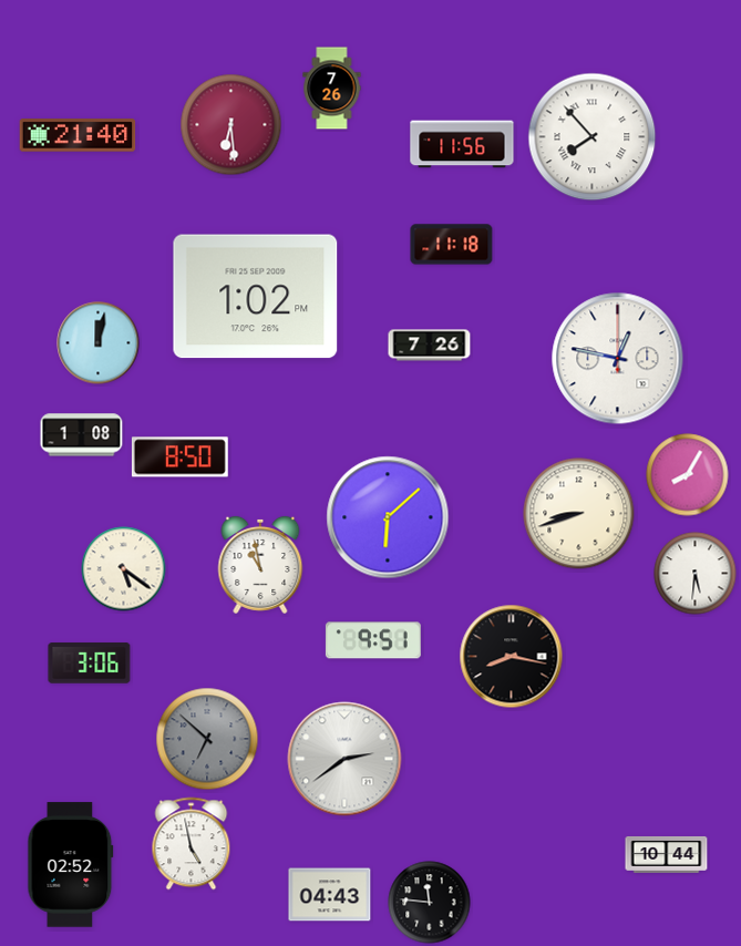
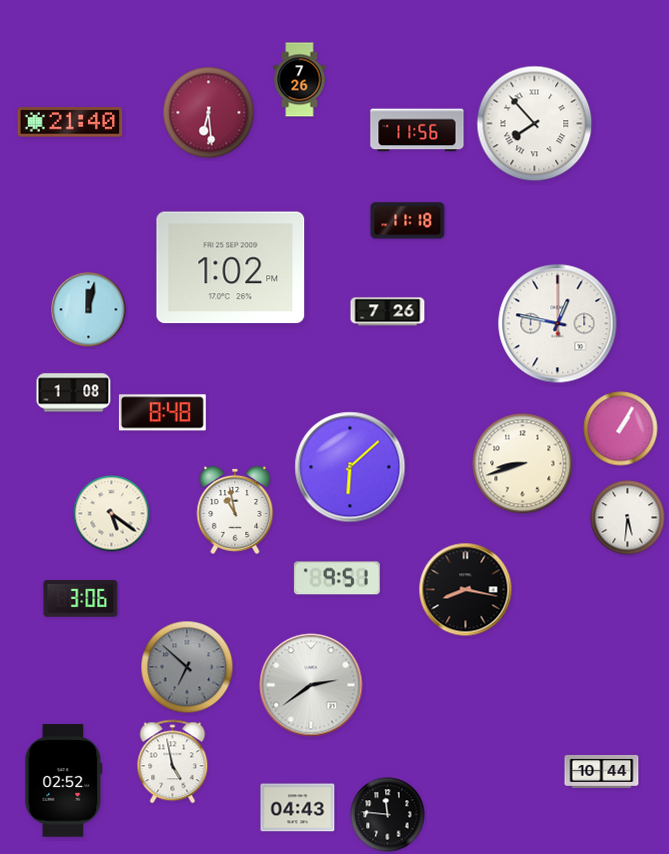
clock at (179, 457): 8:50 -> 8:48
clock at (688, 475): 8:05 -> 1:05
clock at (512, 657) position: (512, 657) -> (466, 590)
